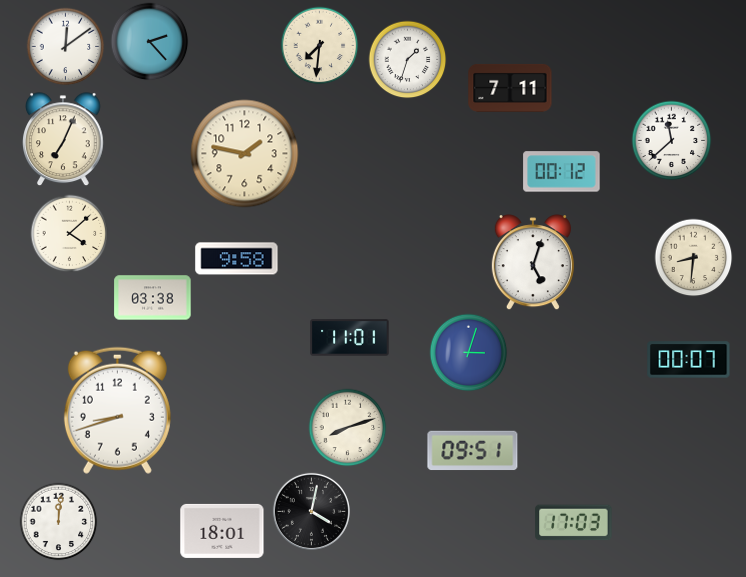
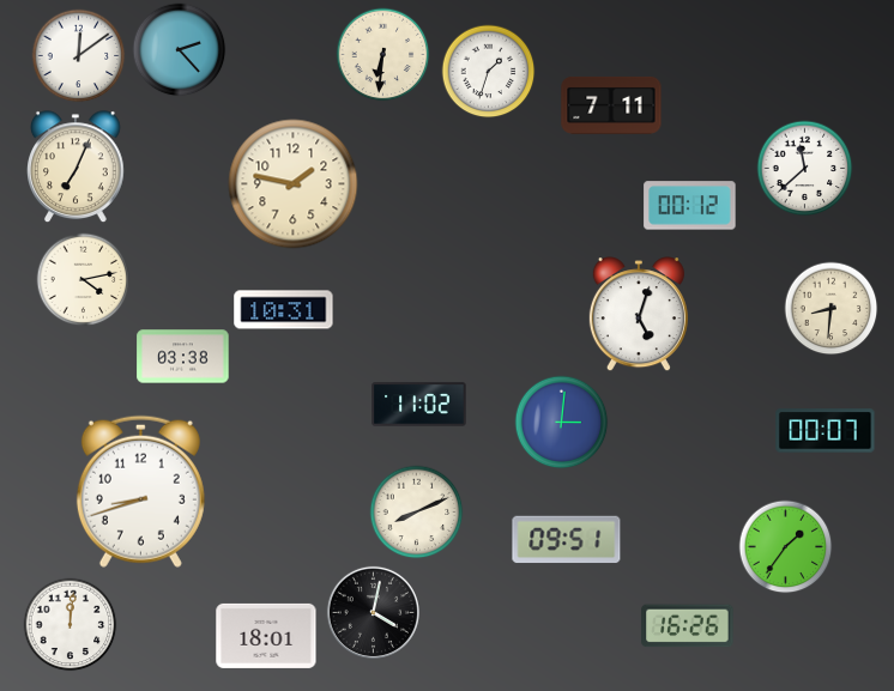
clock at (319, 45): 7:31 -> 6:31
clock at (562, 172) position: (562, 172) -> (690, 206)
clock at (69, 233): 4:08 -> 4:13
clock at (237, 259): 9:58 -> 10:31
clock at (350, 338): 11:01 -> 11:02
clock at (468, 352): 3:03 -> 3:01
clock at (347, 427): 8:12 -> 8:11
clock at (785, 546): none -> 1:36
clock at (574, 523): 17:03 -> 16:26
